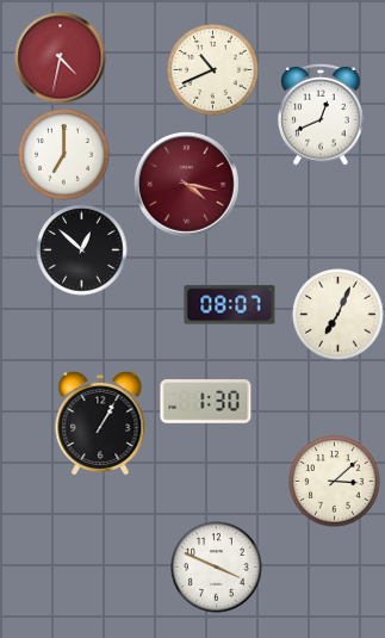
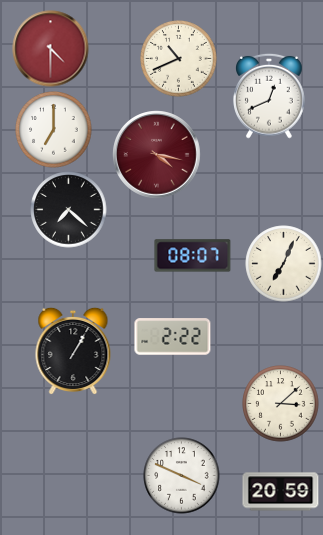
clock at (61, 58): 4:32 -> 4:30
clock at (82, 250): 12:52 -> 7:22
clock at (206, 402): 1:30 -> 2:22
clock at (100, 423) position: (100, 423) -> (73, 351)
clock at (281, 492): none -> 20:59
